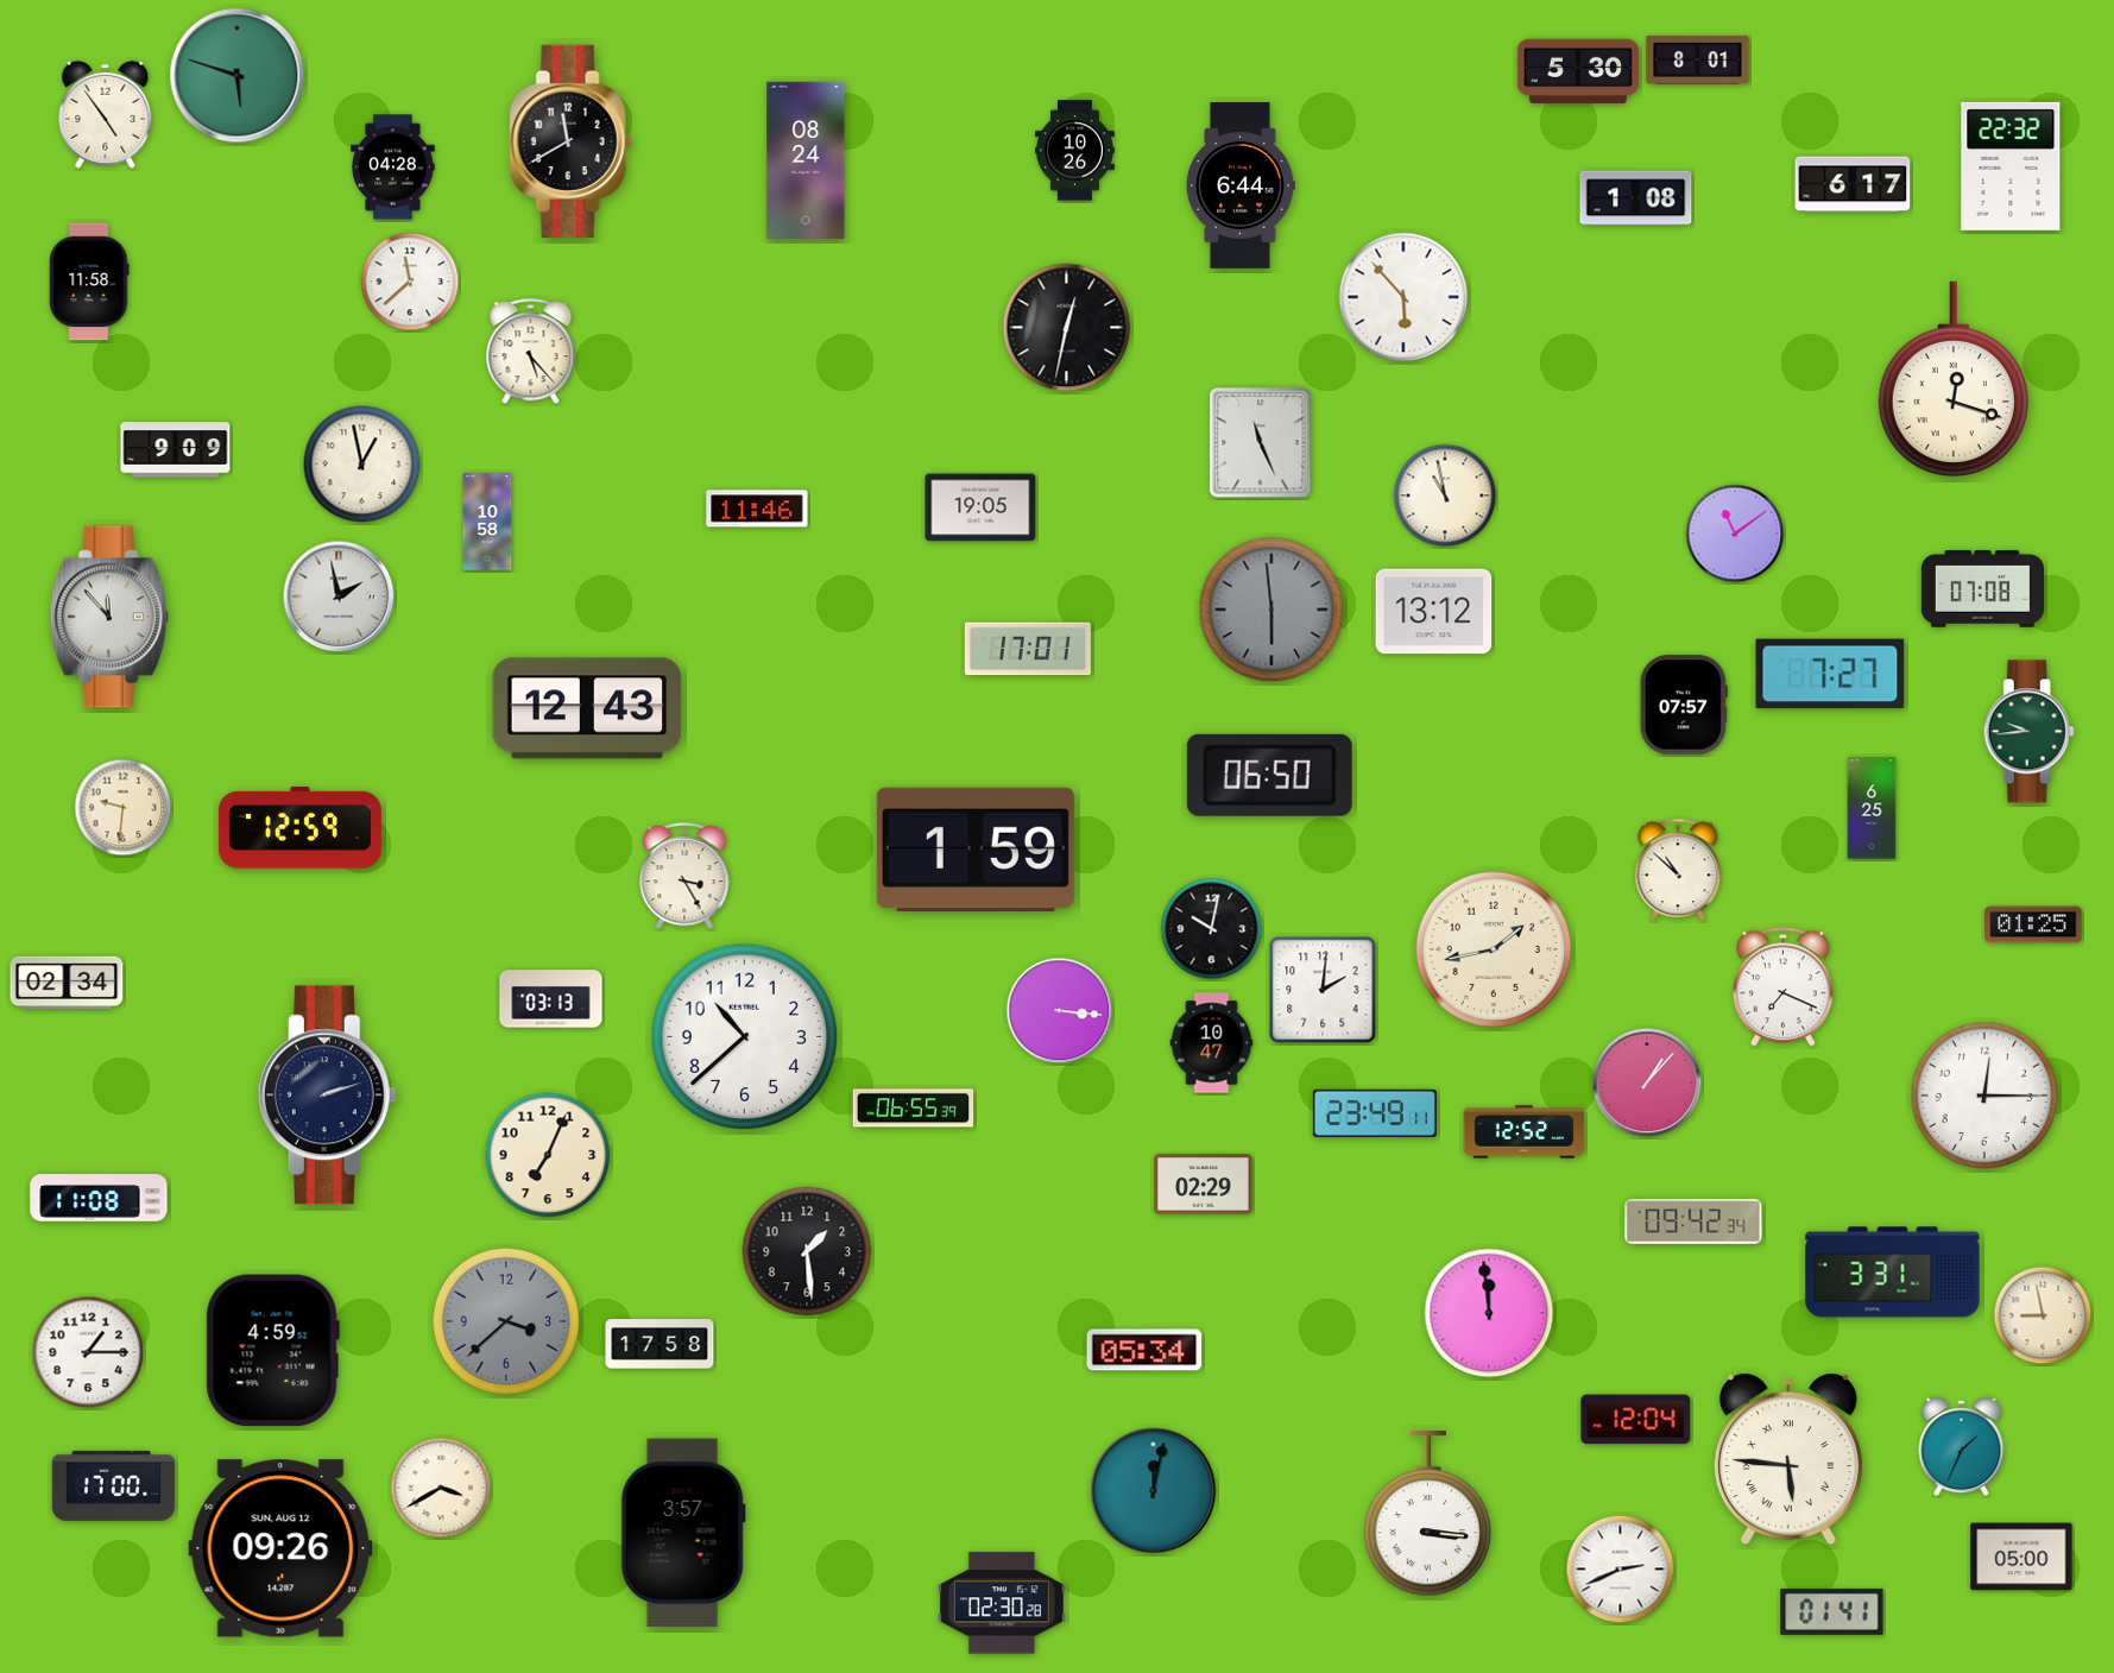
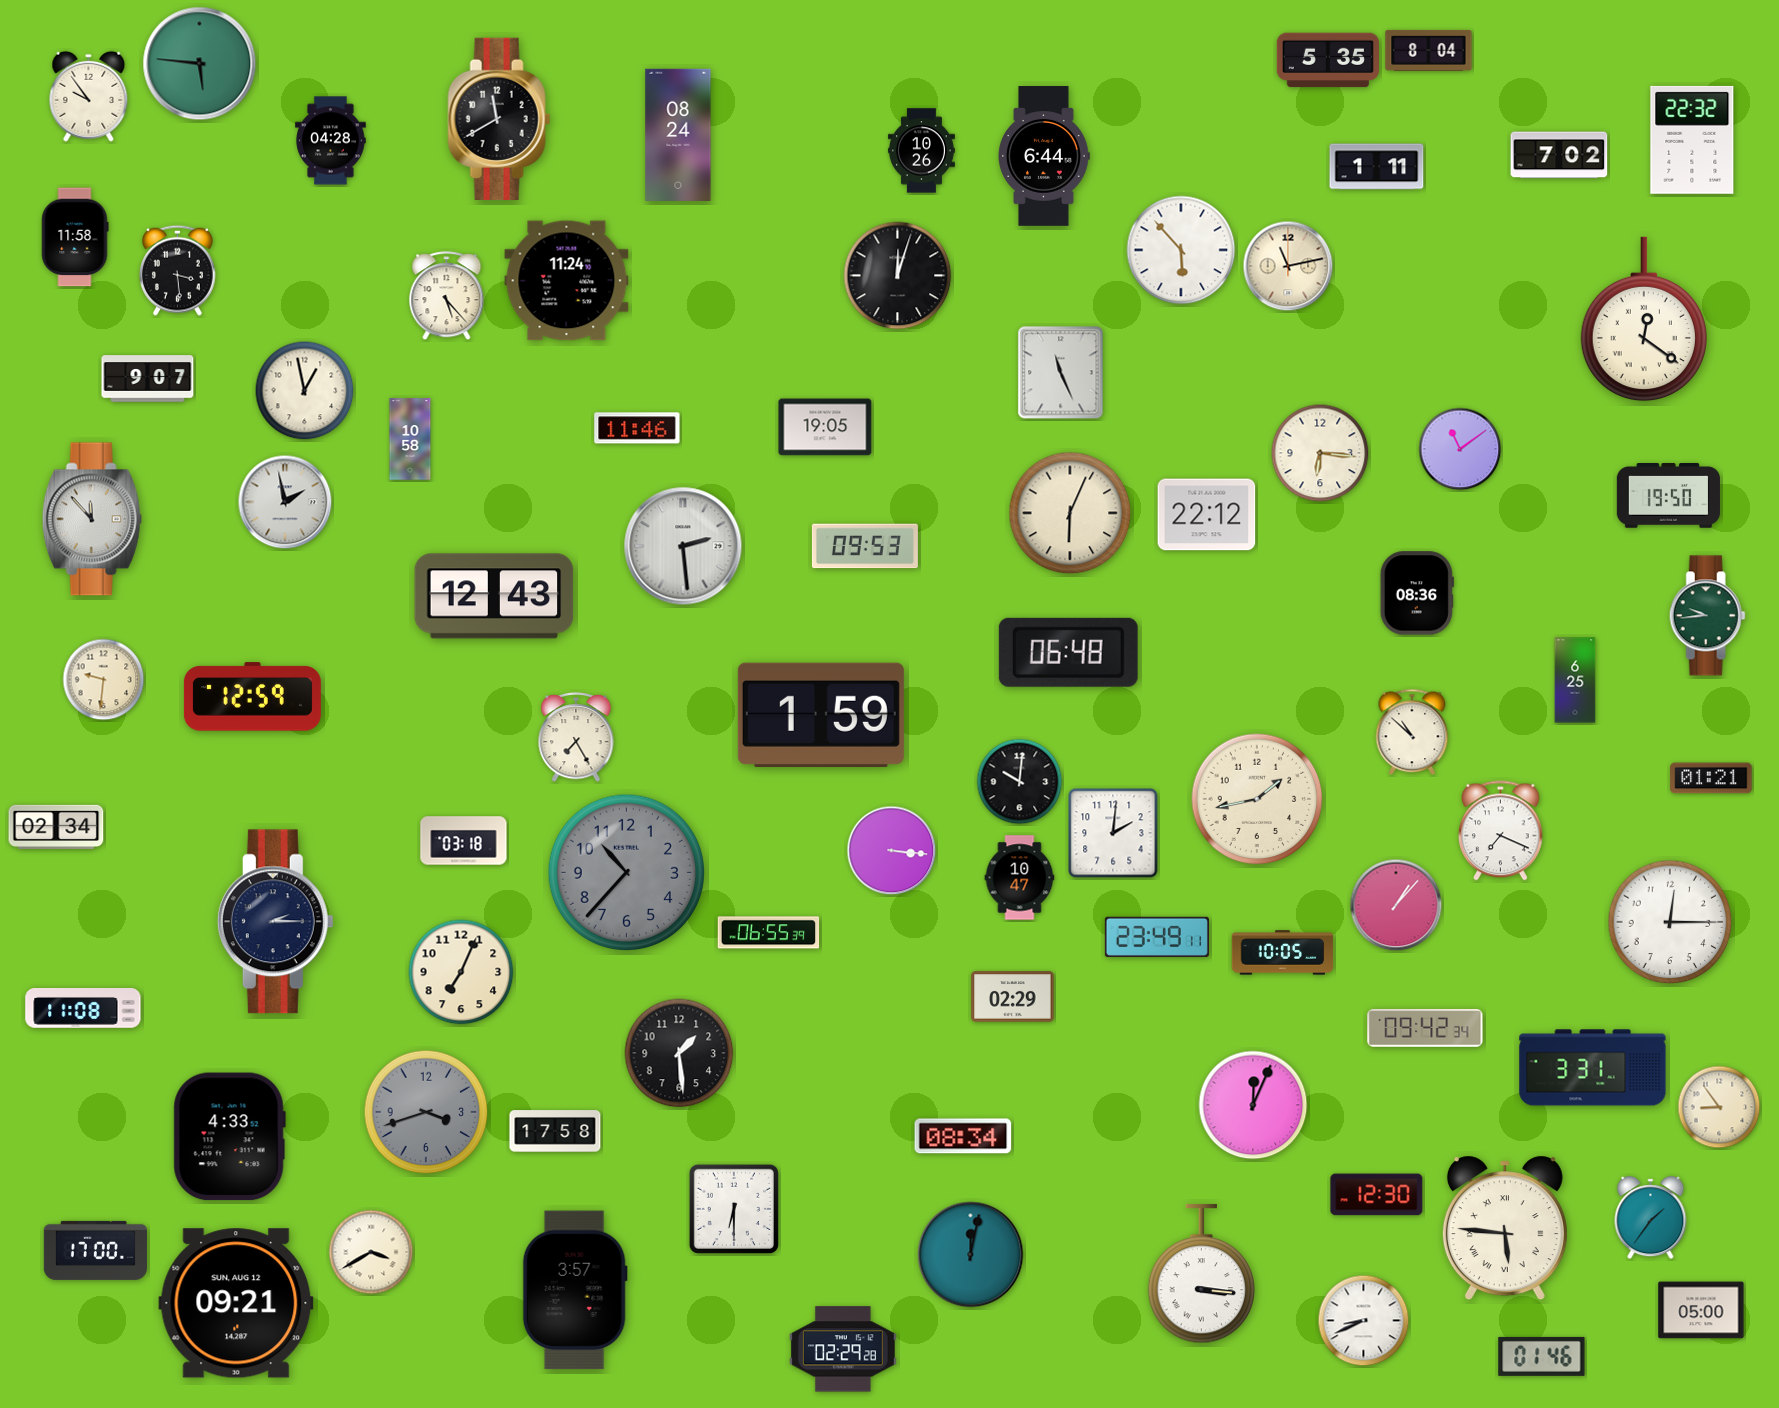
clock at (1698, 59): 8:01 -> 8:04
clock at (1577, 71): 5:30 -> 5:35
clock at (238, 76): 5:48 -> 5:46
clock at (106, 114): 4:54 -> 9:54
clock at (570, 141) position: (570, 141) -> (499, 119)
clock at (1075, 151) position: (1075, 151) -> (922, 151)
clock at (1853, 184): 6:17 -> 7:02
clock at (1636, 198): 1:08 -> 1:11
clock at (410, 282): 11:38 -> none
clock at (1288, 266): none -> 11:13
clock at (178, 270): none -> 3:29
clock at (1067, 328): 12:32 -> 12:03
clock at (567, 281): none -> 11:24
clock at (1954, 379): 12:18 -> 12:21
clock at (176, 450): 9:09 -> 9:07
clock at (1445, 495): 10:58 -> none
clock at (1320, 453): none -> 6:16
clock at (1982, 589): 07:08 -> 19:50
clock at (1271, 610): 5:59 -> 6:04
clock at (1271, 610) dial: grey -> cream
clock at (1434, 612): 13:12 -> 22:12
clock at (683, 546): none -> 2:29
clock at (1028, 649): 17:01 -> 09:53
clock at (1830, 674): 7:27 -> none
clock at (1684, 705): 07:57 -> 08:36
clock at (1269, 775): 06:50 -> 06:48
clock at (684, 877): 3:25 -> 7:25
clock at (2033, 924): 01:25 -> 01:21
clock at (1212, 929): 10:02 -> 10:01
clock at (551, 999): 03:13 -> 03:18
clock at (744, 1036): 10:38 -> 10:37
clock at (744, 1036) dial: white -> grey
clock at (1647, 1082) position: (1647, 1082) -> (1396, 905)
clock at (327, 1096): 2:12 -> 2:15
clock at (1525, 1132): 12:52 -> 10:05
clock at (1893, 1273) position: (1893, 1273) -> (1593, 1068)
clock at (1489, 1313): 11:59 -> 12:04
clock at (2043, 1315): 8:58 -> 8:54
clock at (506, 1321): 3:38 -> 3:42
clock at (1144, 1350): 05:34 -> 08:34
clock at (272, 1351): 4:59 -> 4:33
clock at (88, 1352): 1:15 -> none
clock at (1636, 1420): 12:04 -> 12:30
clock at (734, 1209): none -> 6:30
clock at (1962, 1447): 1:34 -> 1:36
clock at (280, 1548): 09:26 -> 09:21
clock at (1621, 1570): 2:41 -> 8:41
clock at (1002, 1603): 02:30 -> 02:29
clock at (1832, 1611): 01:41 -> 01:46
